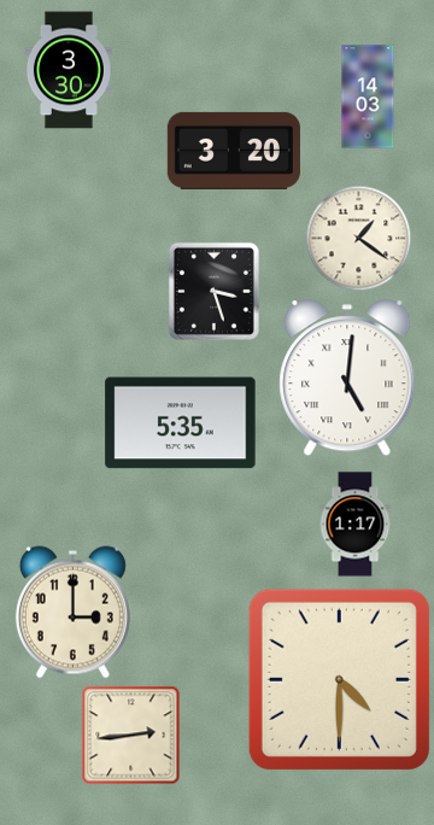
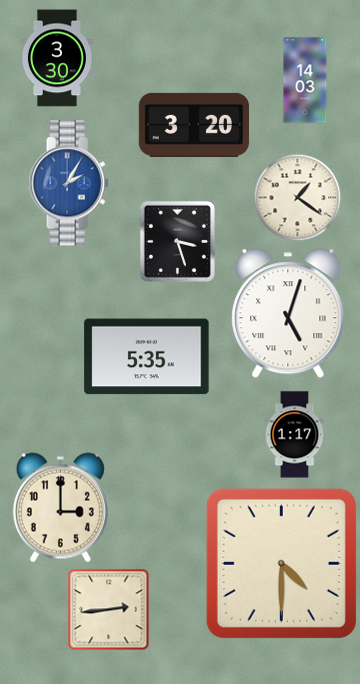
clock at (69, 183): none -> 2:05
clock at (347, 379): 5:01 -> 5:03
clock at (181, 423) position: (181, 423) -> (147, 357)
